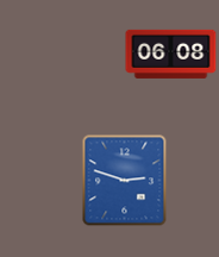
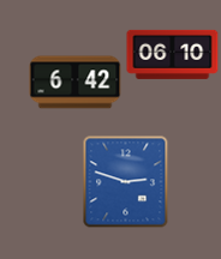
clock at (171, 54): 06:08 -> 06:10
clock at (76, 83): none -> 6:42
